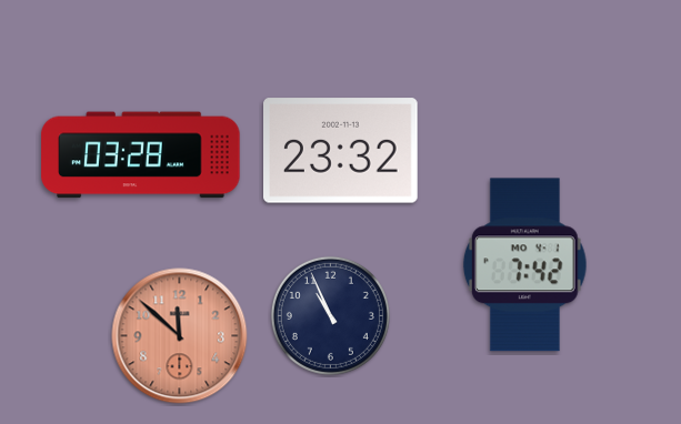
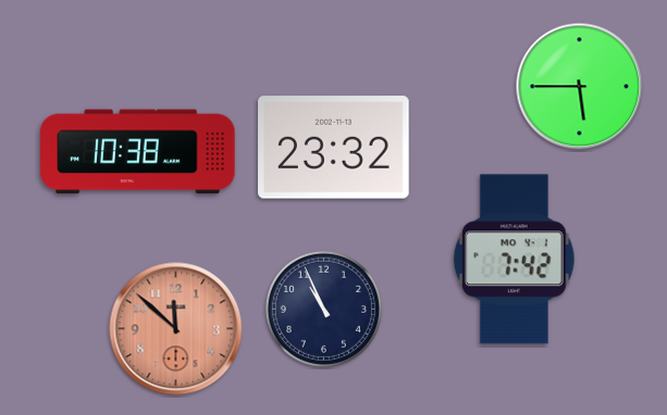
clock at (580, 87): none -> 5:45
clock at (141, 155): 03:28 -> 10:38
